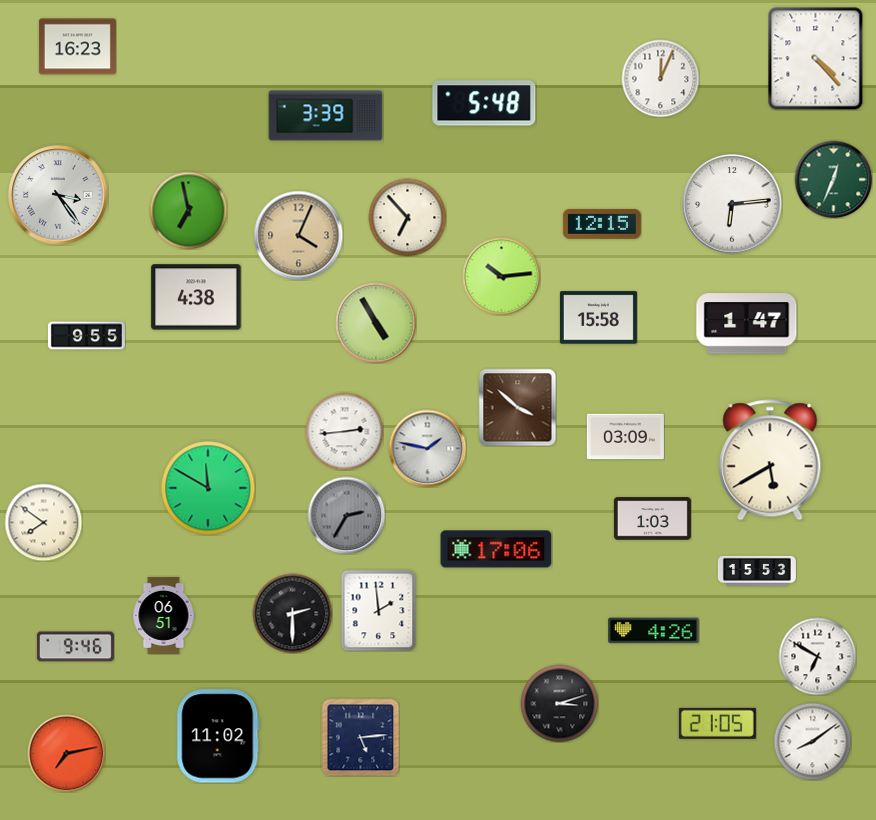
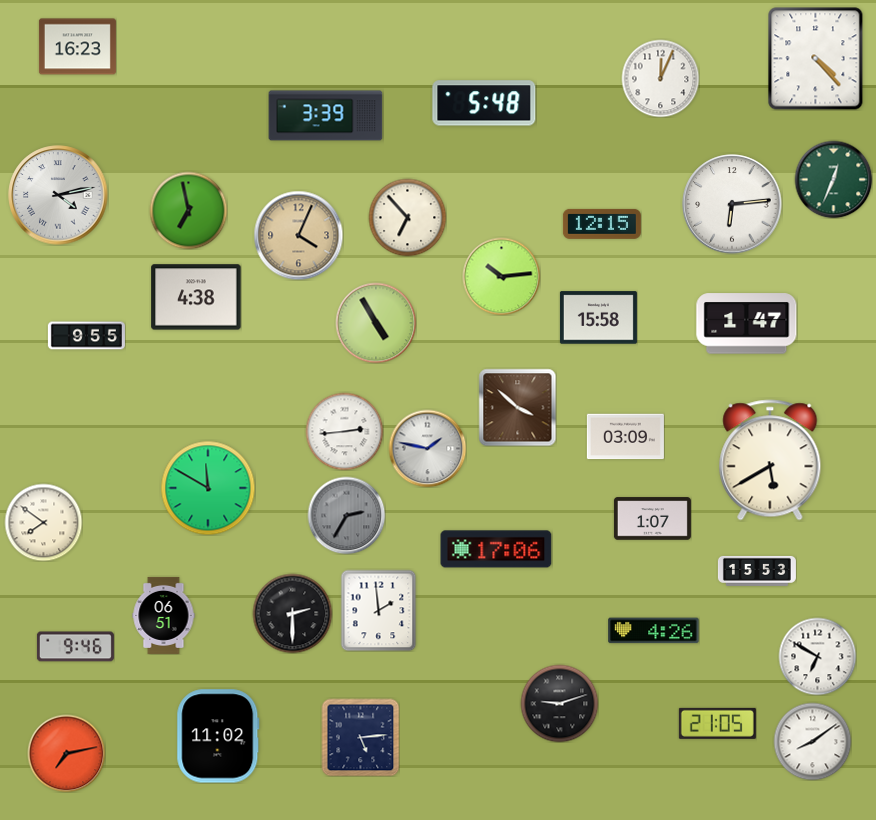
clock at (58, 195): 3:24 -> 4:13
clock at (652, 519): 1:03 -> 1:07
clock at (559, 703): 3:12 -> 9:12
